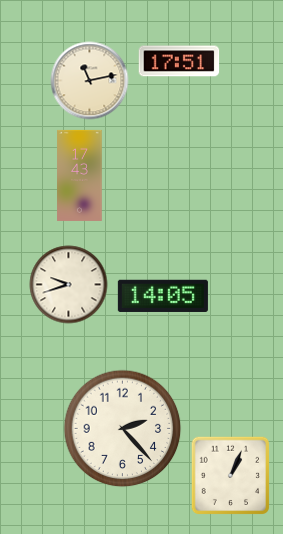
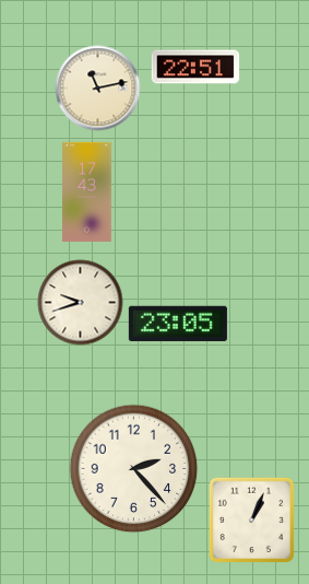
clock at (179, 61): 17:51 -> 22:51
clock at (68, 284) position: (68, 284) -> (80, 302)
clock at (163, 295): 14:05 -> 23:05
